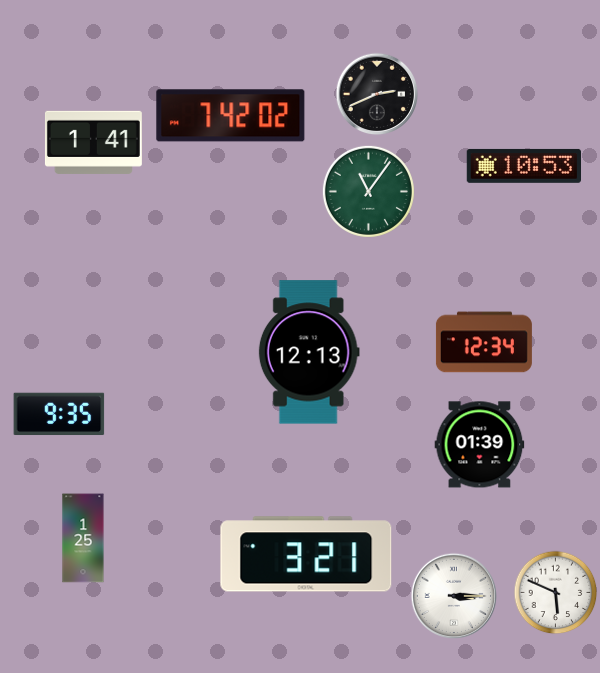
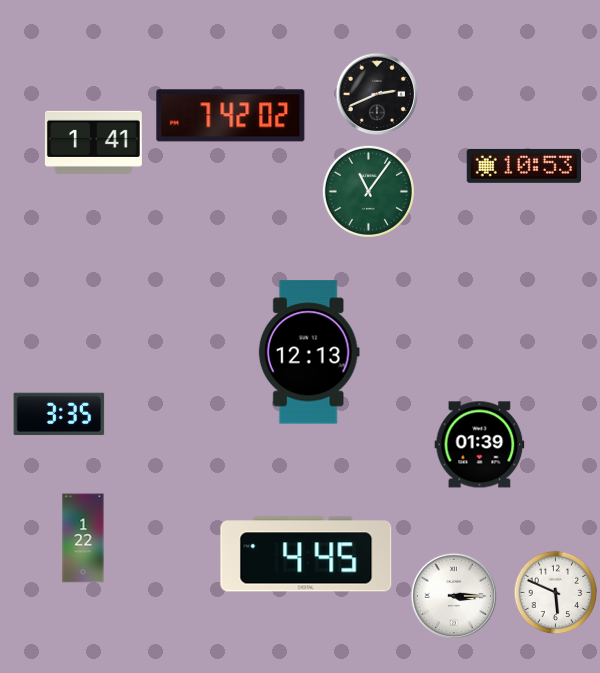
clock at (484, 342): 12:34 -> none
clock at (59, 414): 9:35 -> 3:35
clock at (83, 538): 1:25 -> 1:22
clock at (306, 554): 3:21 -> 4:45
